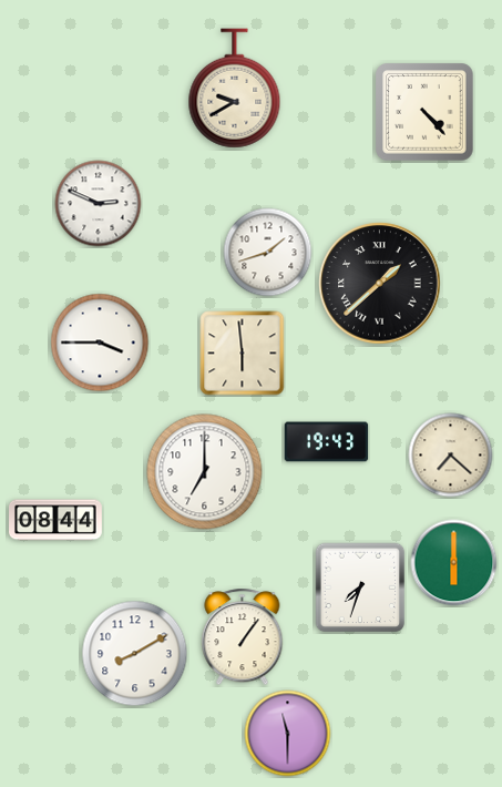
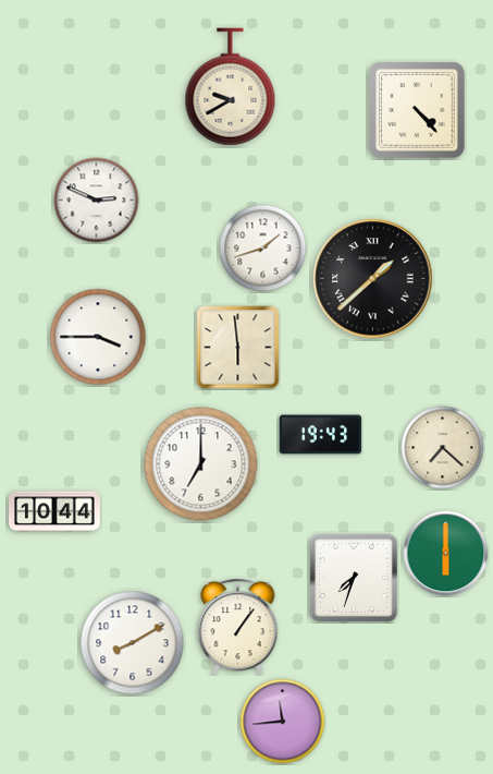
clock at (57, 520): 08:44 -> 10:44
clock at (288, 734): 11:30 -> 11:44
